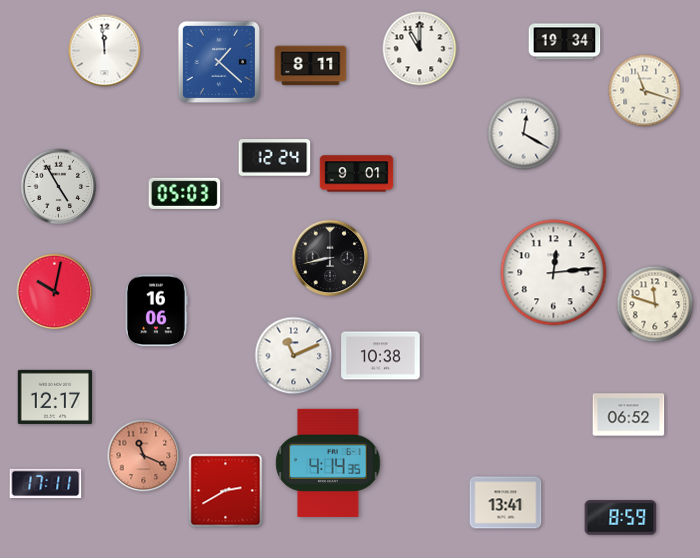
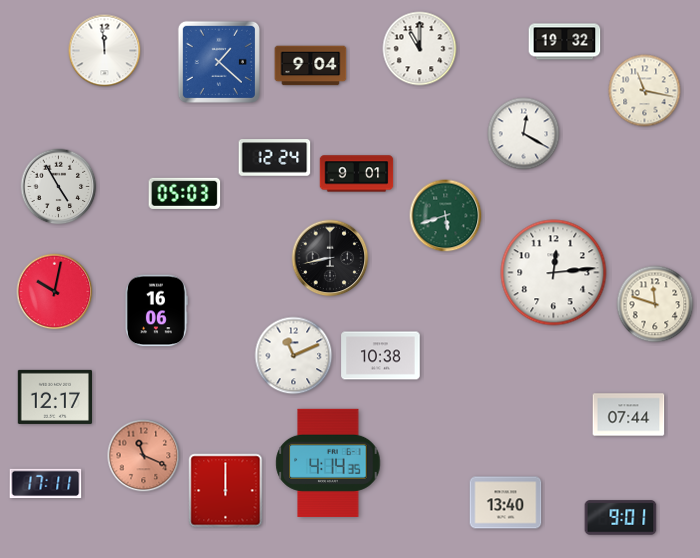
clock at (565, 42): 19:34 -> 19:32
clock at (311, 66): 8:11 -> 9:04
clock at (645, 91): 11:18 -> 11:17
clock at (446, 216): none -> 5:42
clock at (629, 415): 06:52 -> 07:44
clock at (226, 491): 2:40 -> 12:00
clock at (506, 503): 13:41 -> 13:40
clock at (621, 518): 8:59 -> 9:01
